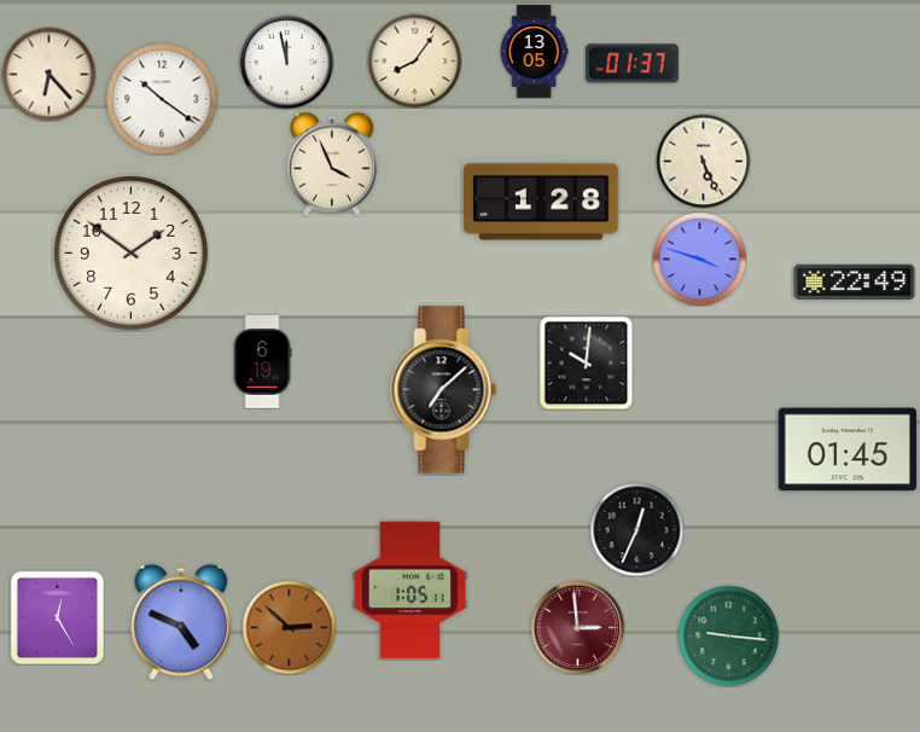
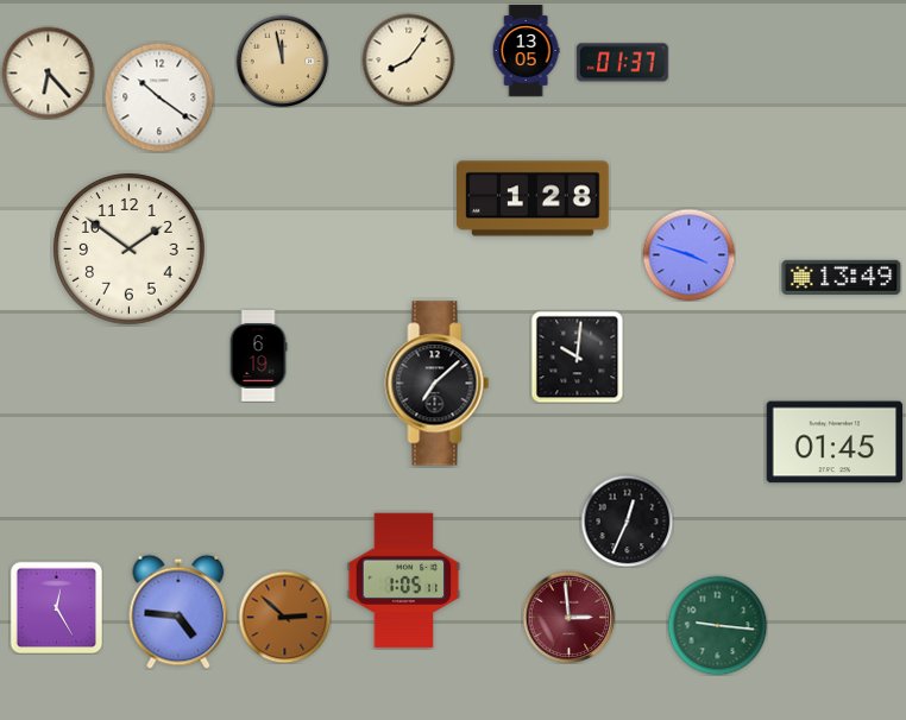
clock at (286, 62) dial: white -> champagne
clock at (703, 161): 5:26 -> none
clock at (332, 164): 3:56 -> none
clock at (855, 281): 22:49 -> 13:49
clock at (181, 622): 4:49 -> 4:46
